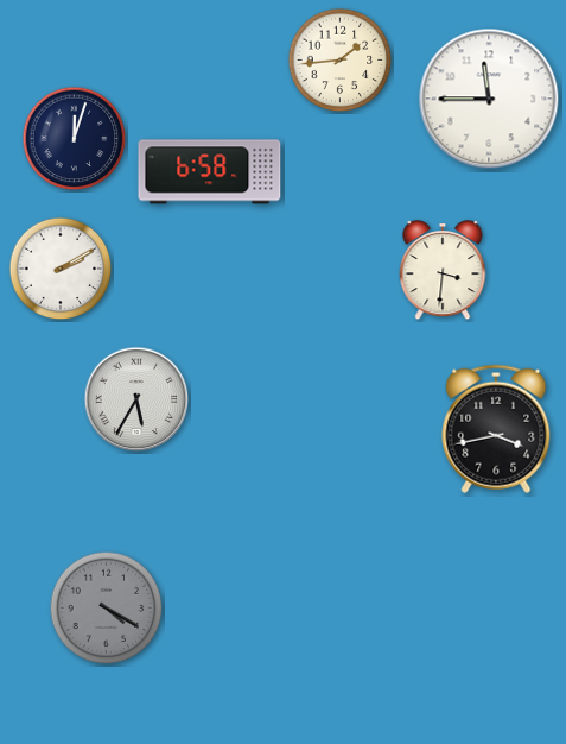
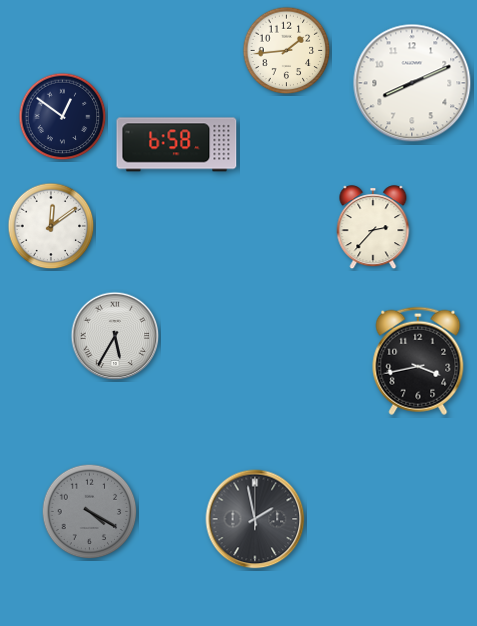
clock at (489, 99): 11:45 -> 8:11
clock at (75, 139): 12:03 -> 12:51
clock at (61, 269): 2:10 -> 12:09
clock at (443, 271): 3:31 -> 2:37
clock at (255, 519): none -> 1:58
